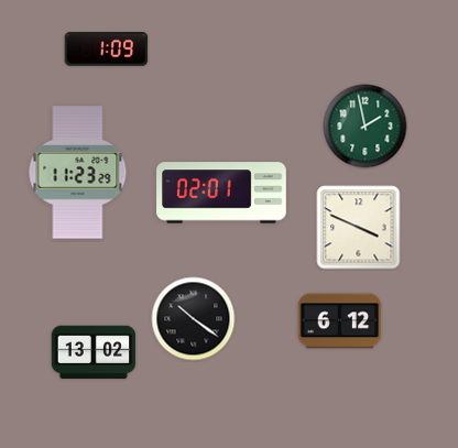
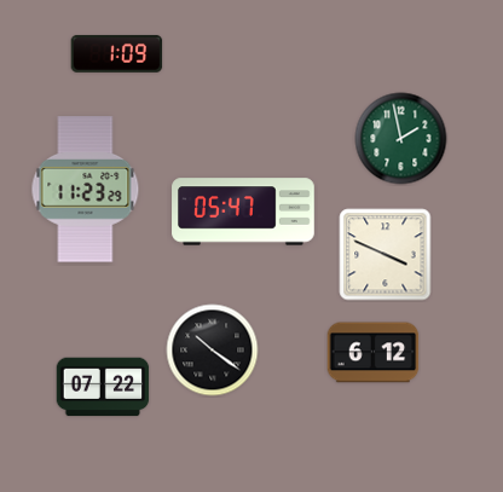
clock at (221, 193): 02:01 -> 05:47
clock at (359, 228) position: (359, 228) -> (386, 255)
clock at (94, 352): 13:02 -> 07:22
